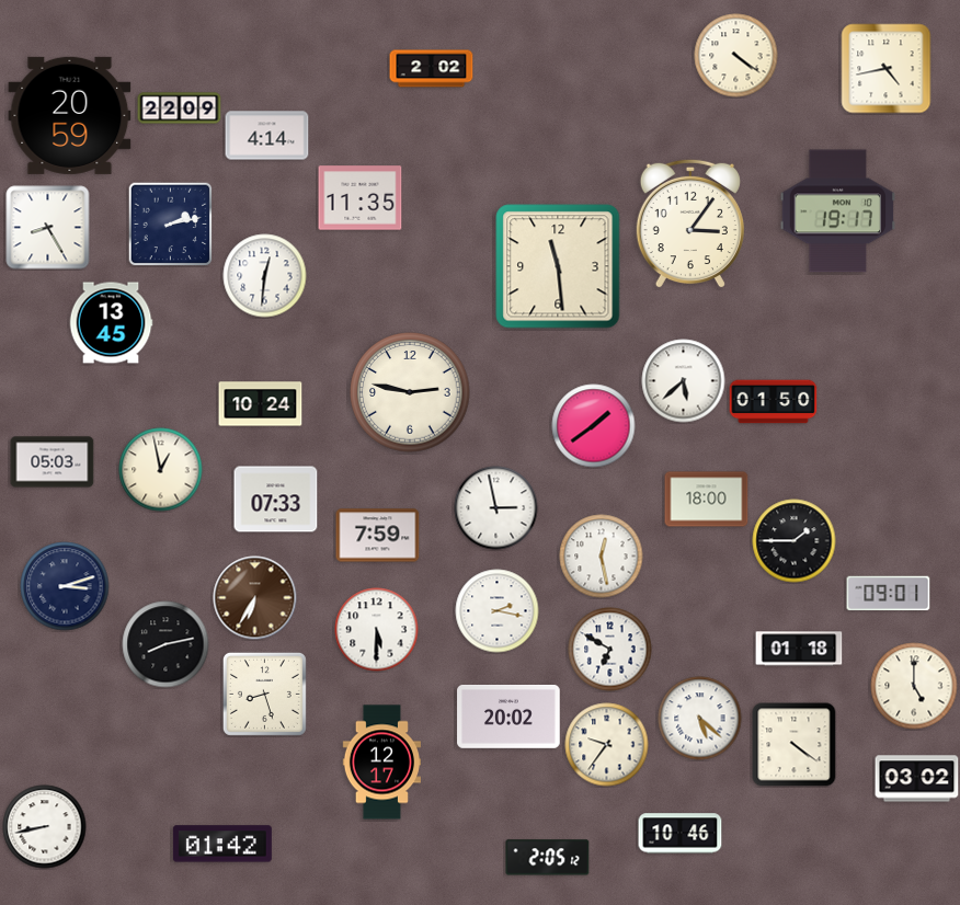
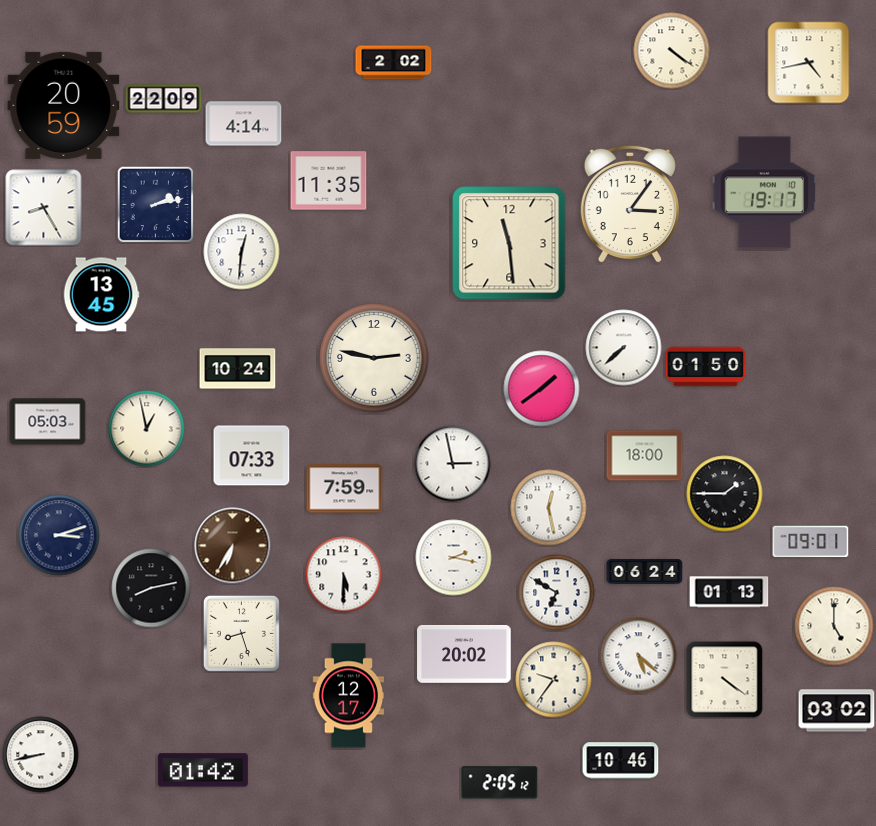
clock at (684, 381): 5:38 -> 7:38
clock at (645, 571): none -> 06:24
clock at (799, 649): 01:18 -> 01:13
